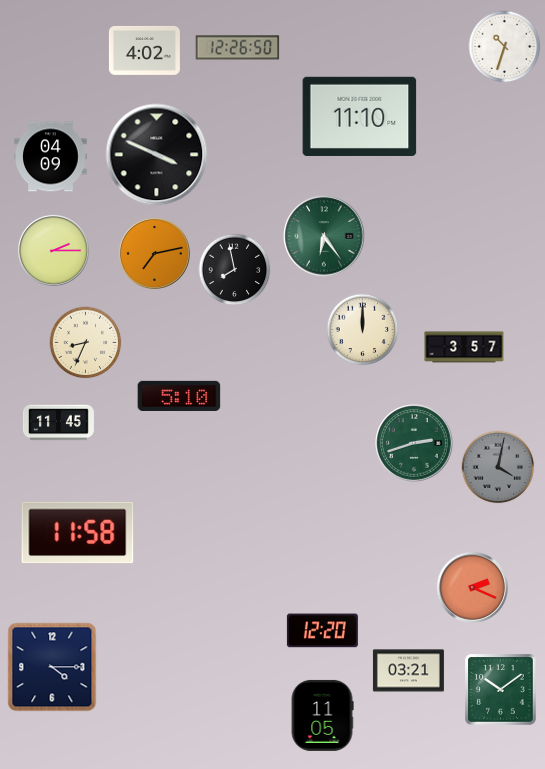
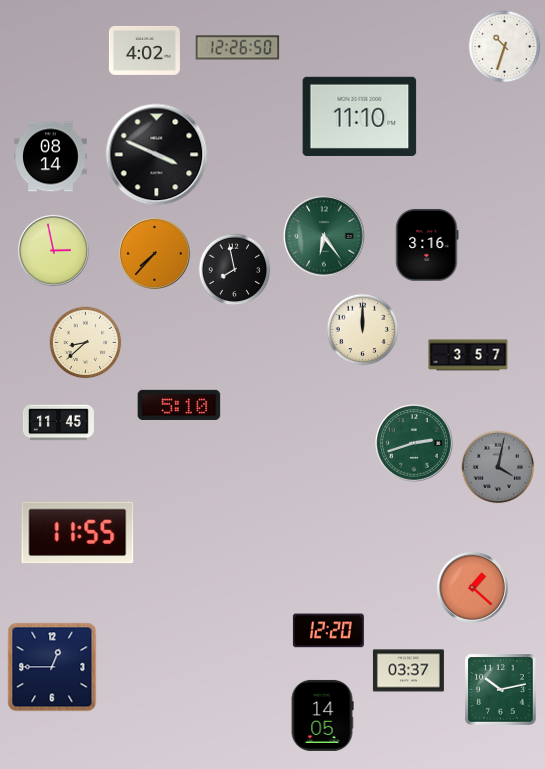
clock at (51, 157): 04:09 -> 08:14
clock at (427, 245): none -> 3:16
clock at (53, 250): 2:15 -> 2:58
clock at (154, 253): 7:13 -> 7:37
clock at (86, 343): 8:34 -> 8:38
clock at (464, 347) position: (464, 347) -> (468, 355)
clock at (179, 396) position: (179, 396) -> (179, 405)
clock at (78, 533): 11:58 -> 11:55
clock at (472, 587): 2:19 -> 1:22
clock at (322, 631) position: (322, 631) -> (328, 631)
clock at (52, 667): 4:15 -> 12:45
clock at (408, 671): 03:21 -> 03:37
clock at (501, 690): 10:09 -> 10:13
clock at (322, 715): 11:05 -> 14:05
